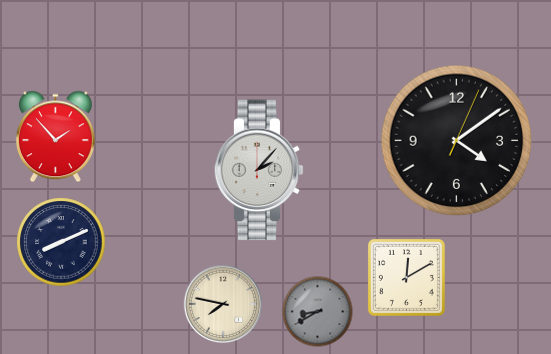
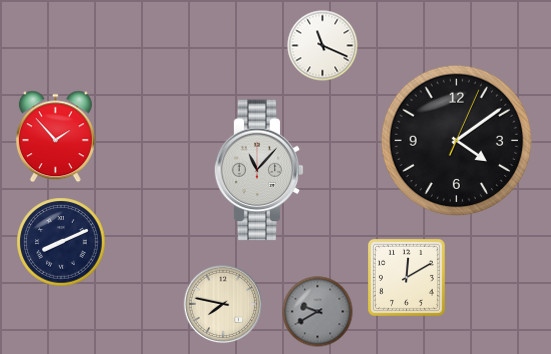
clock at (323, 46): none -> 11:19
clock at (259, 170): 2:07 -> 11:07
clock at (318, 312): 8:40 -> 9:40
